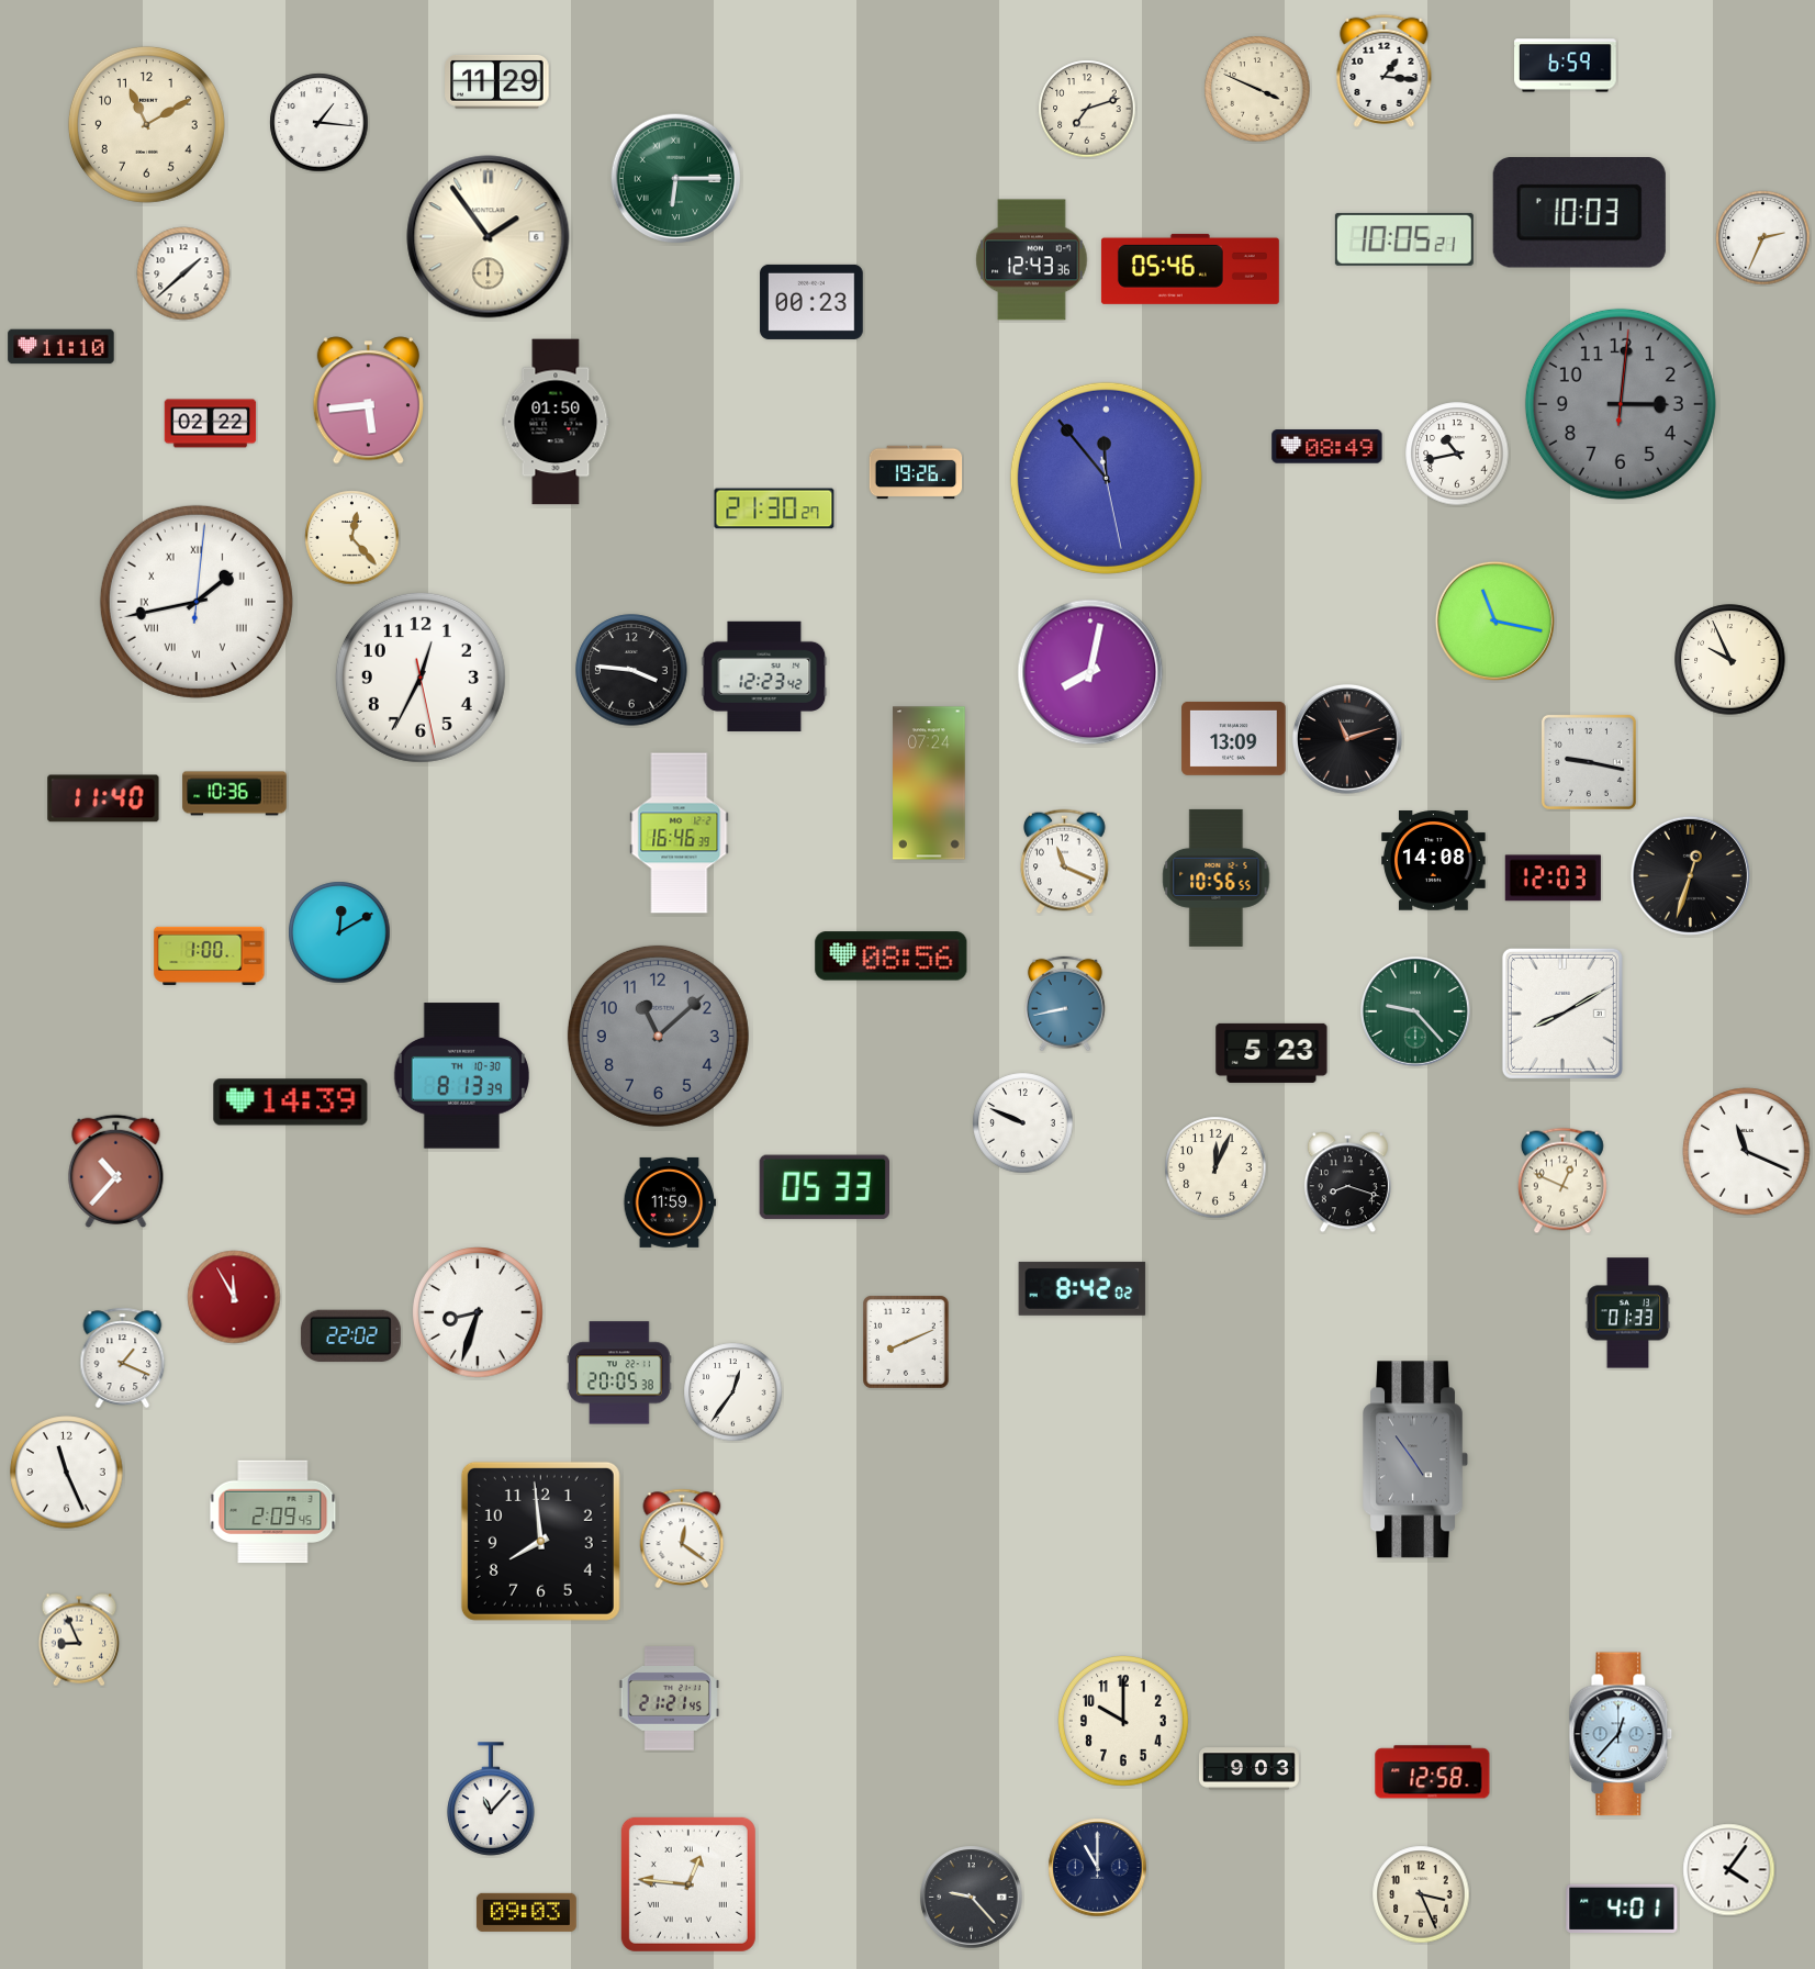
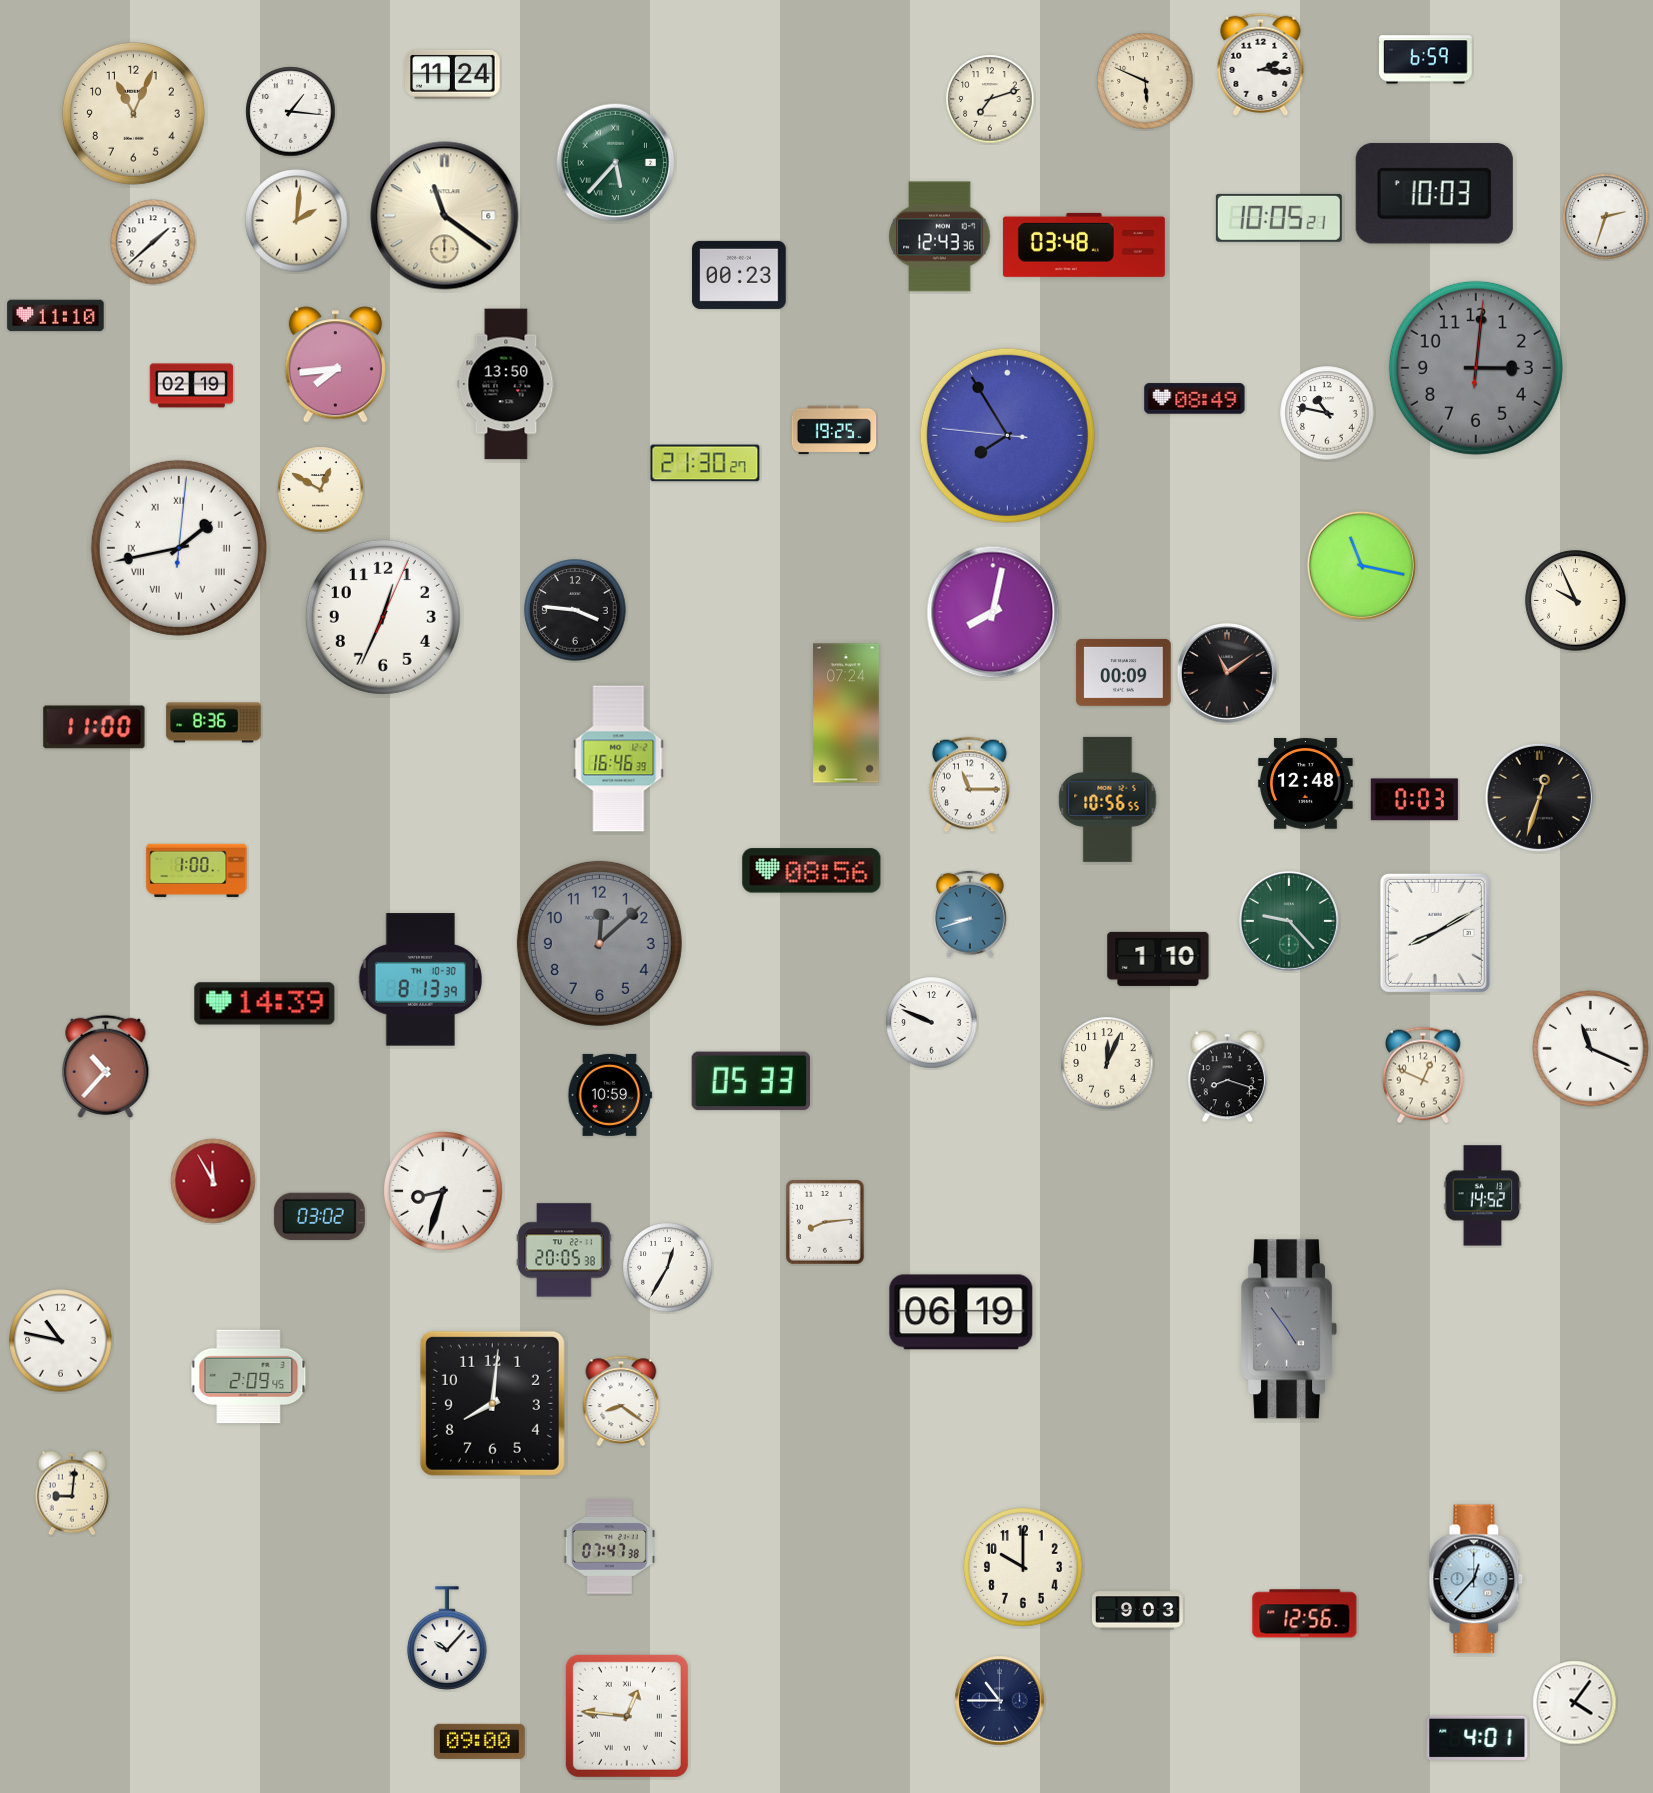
clock at (1385, 70): 1:16 -> 2:16
clock at (497, 81): 11:29 -> 11:24
clock at (1257, 89): 3:49 -> 5:49
clock at (146, 124): 11:10 -> 11:04
clock at (676, 179): 6:15 -> 5:37
clock at (1579, 213) position: (1579, 213) -> (1434, 194)
clock at (489, 237): 1:54 -> 11:21
clock at (1763, 238): 2:34 -> 2:33
clock at (297, 221): none -> 2:01
clock at (1190, 269): 05:46 -> 03:48
clock at (183, 273) position: (183, 273) -> (153, 242)
clock at (368, 401): 5:44 -> 7:44
clock at (556, 422): 01:50 -> 13:50
clock at (211, 424): 02:22 -> 02:19
clock at (1327, 447) position: (1327, 447) -> (1195, 399)
clock at (1457, 454): 10:43 -> 10:47
clock at (916, 472): 19:26 -> 19:25
clock at (1106, 478): 11:53 -> 7:54
clock at (352, 538): 12:23 -> 12:50
clock at (764, 676): 12:23 -> none
clock at (421, 678): 12:34:28 -> 12:34:04
clock at (1234, 738): 13:09 -> 00:09
clock at (1347, 739): 11:12 -> 11:09
clock at (1589, 762): 9:17 -> none
clock at (235, 794): 10:36 -> 8:36
clock at (103, 798): 11:40 -> 11:00
clock at (1434, 861): 14:08 -> 12:48
clock at (1065, 862): 11:19 -> 11:15
clock at (1553, 879): 12:03 -> 0:03
clock at (339, 932): 12:10 -> none
clock at (210, 955) position: (210, 955) -> (197, 870)
clock at (1066, 1004): 8:43 -> 8:42
clock at (1562, 1014) position: (1562, 1014) -> (1435, 933)
clock at (658, 1036): 11:08 -> 12:08
clock at (1271, 1053): 5:23 -> 1:10
clock at (670, 1202): 11:59 -> 10:59
clock at (1083, 1288): 8:42 -> none
clock at (478, 1312) position: (478, 1312) -> (443, 1191)
clock at (1628, 1313): 01:33 -> 14:52
clock at (350, 1336): 22:02 -> 03:02
clock at (907, 1342): 8:11 -> 8:14
clock at (123, 1358): 1:19 -> none
clock at (733, 1392): 12:36 -> 12:35
clock at (961, 1312): none -> 06:19
clock at (67, 1473): 11:26 -> 10:47
clock at (682, 1539): 12:21 -> 8:21
clock at (540, 1541): 7:59 -> 8:01
clock at (78, 1640): 8:56 -> 9:01
clock at (669, 1699): 21:21 -> 07:47
clock at (1433, 1772): 12:58 -> 12:56
clock at (491, 1799): 11:07 -> 10:07
clock at (1098, 1868): 11:00 -> 10:45
clock at (1421, 1894): 3:26 -> none
clock at (972, 1898): 9:23 -> none
clock at (526, 1912): 09:03 -> 09:00
